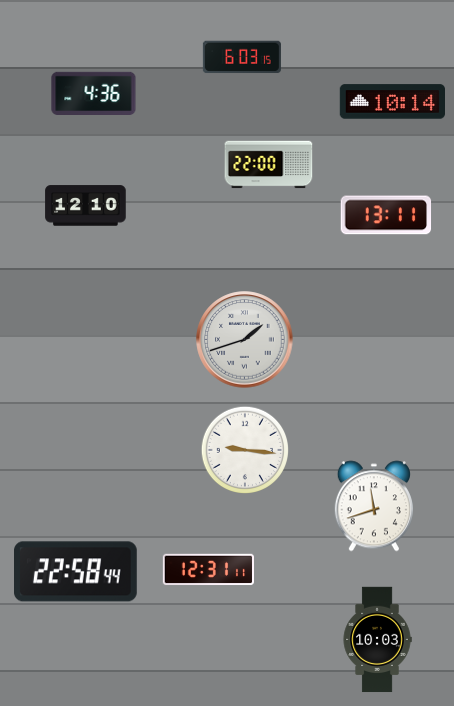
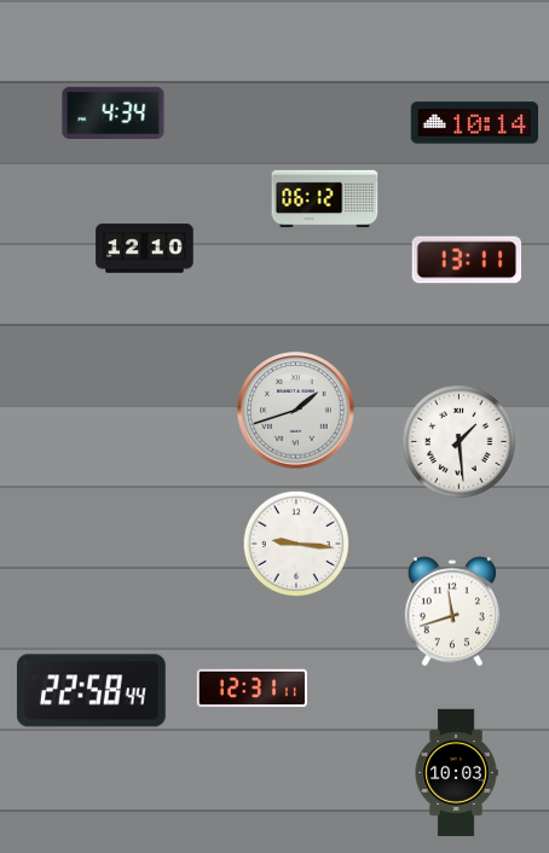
clock at (242, 57): 6:03 -> none
clock at (94, 94): 4:36 -> 4:34
clock at (269, 165): 22:00 -> 06:12
clock at (86, 206) position: (86, 206) -> (145, 249)
clock at (460, 442): none -> 1:29
